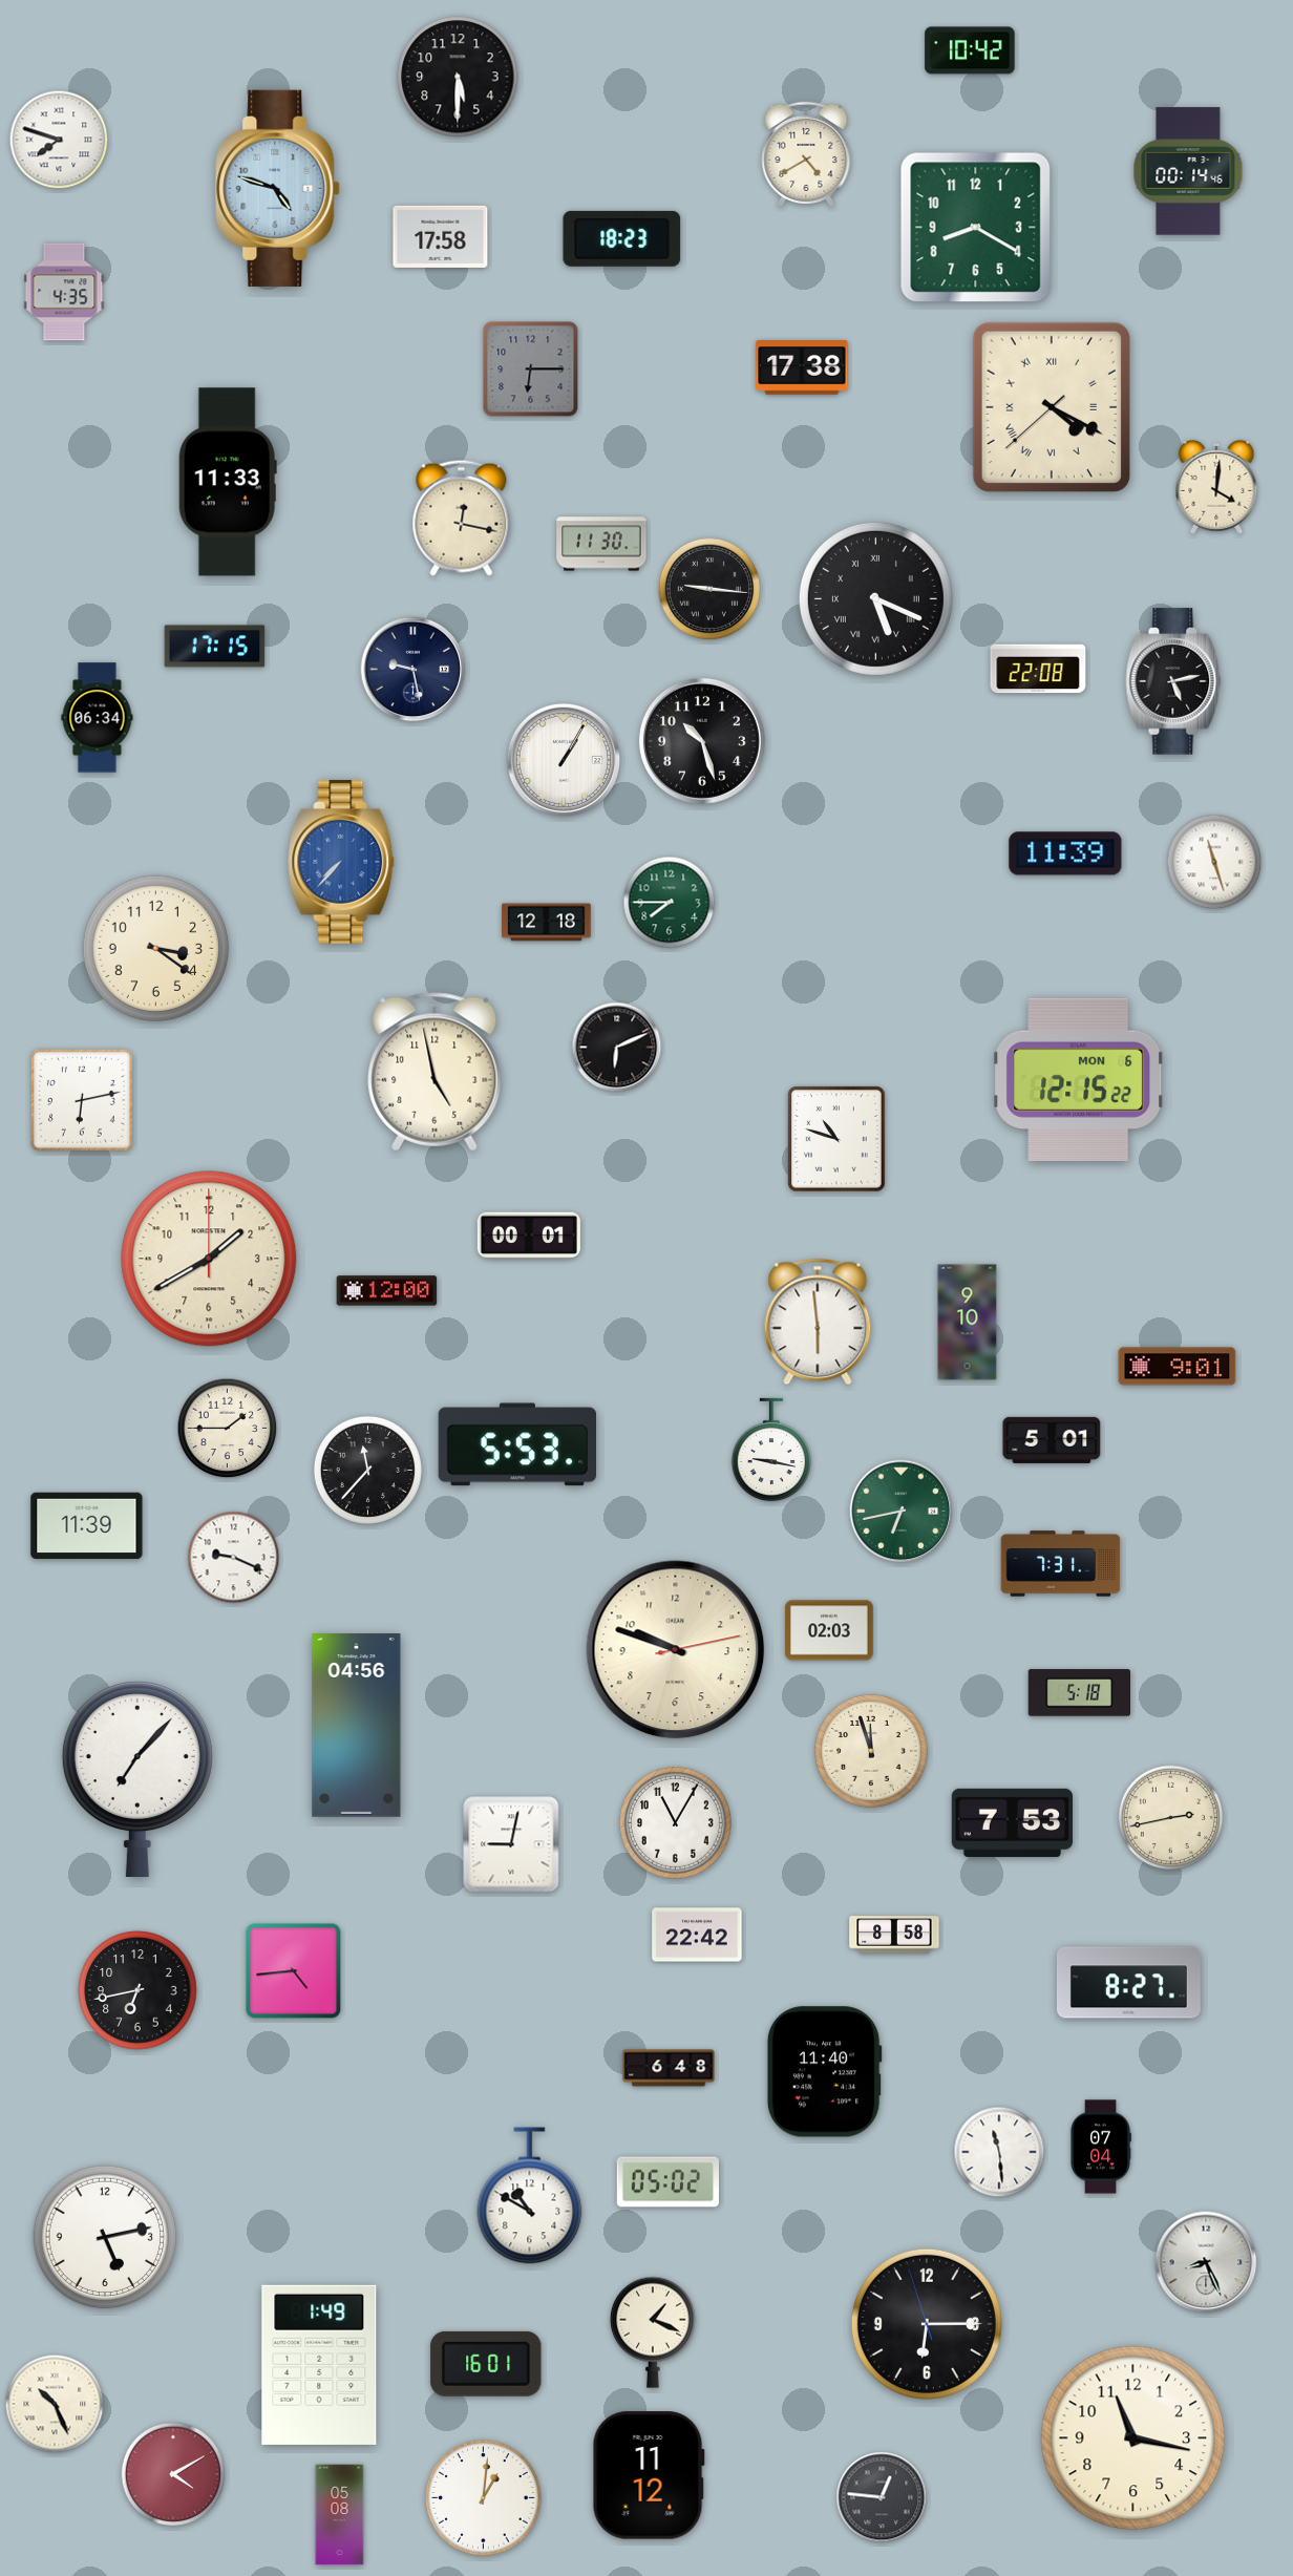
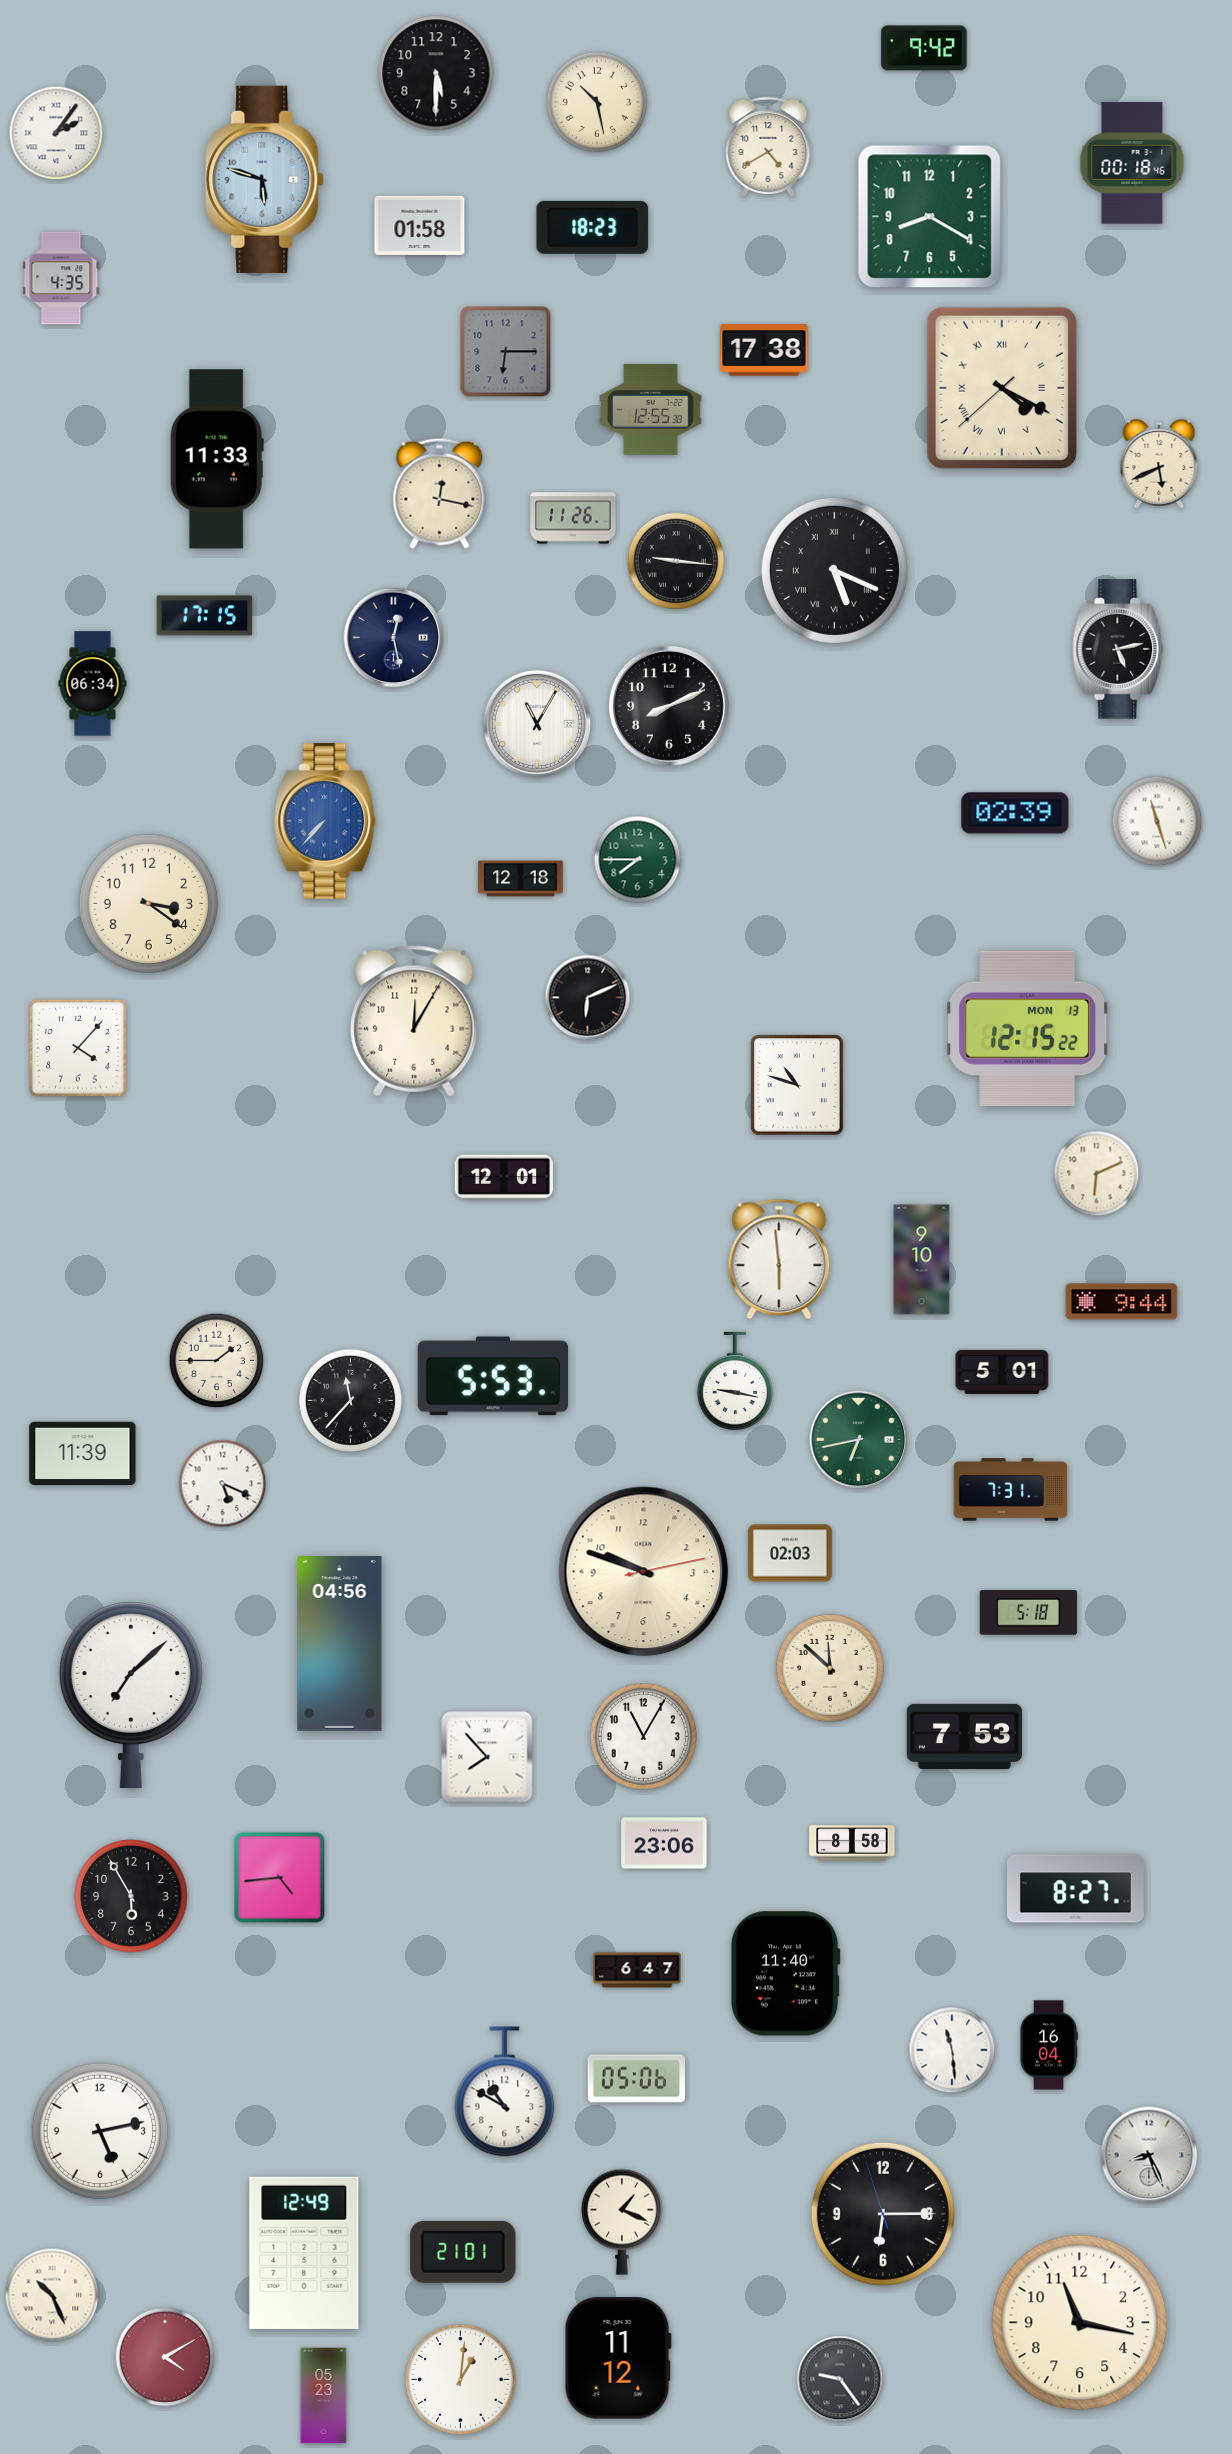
clock at (970, 50): 10:42 -> 9:42
clock at (597, 102): none -> 10:28
clock at (59, 140): 7:48 -> 2:06
clock at (1188, 171): 00:14 -> 00:18
clock at (278, 188): 4:48 -> 5:48
clock at (441, 236): 17:58 -> 01:58
clock at (651, 410): none -> 12:55
clock at (1216, 487): 4:01 -> 5:41
clock at (601, 544): 11:30 -> 11:26
clock at (1038, 669): 22:08 -> none
clock at (414, 670): 9:28 -> 12:28
clock at (702, 741): 10:27 -> 8:11
clock at (563, 759): 1:05 -> 11:05
clock at (1065, 853): 11:39 -> 02:39
clock at (434, 1072): 4:58 -> 12:05
clock at (1079, 1080) date: MON 6 -> MON 13
clock at (82, 1100): 6:13 -> 4:07
clock at (1097, 1174): none -> 6:11
clock at (529, 1236): 00:01 -> 12:01
clock at (209, 1259): 1:40 -> none
clock at (387, 1291): 12:00 -> none
clock at (1178, 1367): 9:01 -> 9:44
clock at (234, 1558): 9:19 -> 5:19
clock at (871, 1751): 11:57 -> 11:52
clock at (137, 1778): 7:07 -> 7:08
clock at (1170, 1817): 2:43 -> none
clock at (511, 1844): 9:02 -> 7:53
clock at (697, 1935): 22:42 -> 23:06
clock at (137, 1990): 6:43 -> 5:55
clock at (669, 2068): 6:48 -> 6:47
clock at (1101, 2147): 07:04 -> 16:04
clock at (667, 2182): 05:02 -> 05:06
clock at (486, 2364): 16:01 -> 21:01
clock at (319, 2365): 1:49 -> 12:49
clock at (55, 2404) position: (55, 2404) -> (52, 2295)
clock at (882, 2497): 12:46 -> 9:24
clock at (340, 2515): 05:08 -> 05:23
